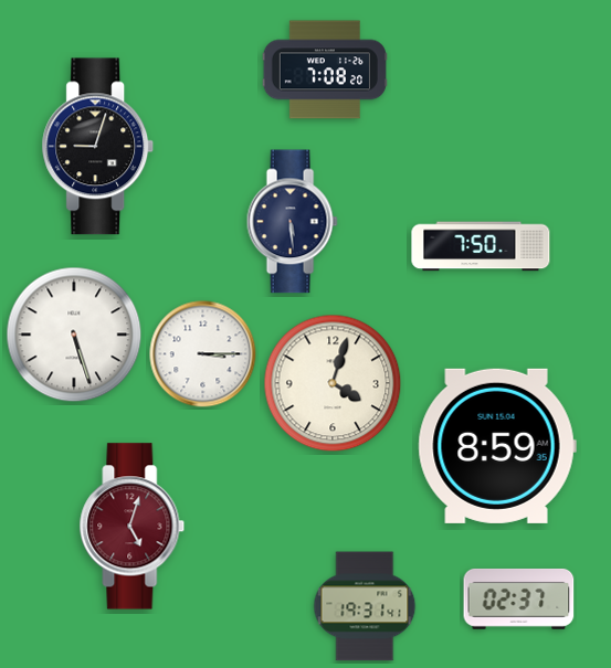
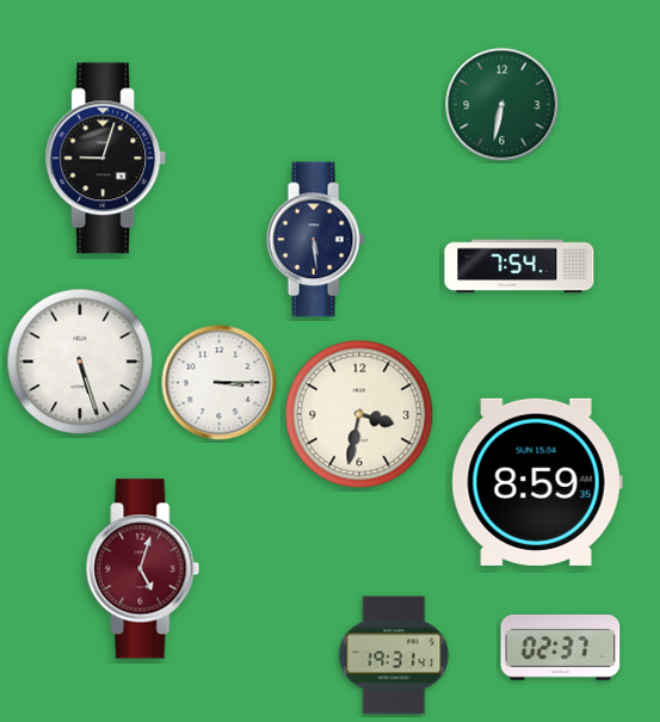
clock at (325, 70): 7:08 -> none
clock at (502, 105): none -> 6:32
clock at (481, 246): 7:50 -> 7:54
clock at (333, 383): 4:03 -> 3:32
